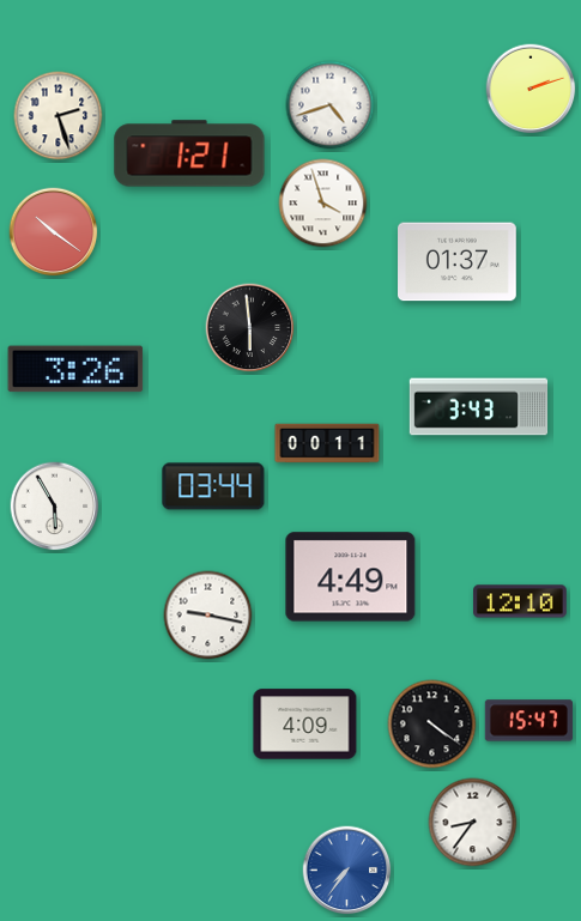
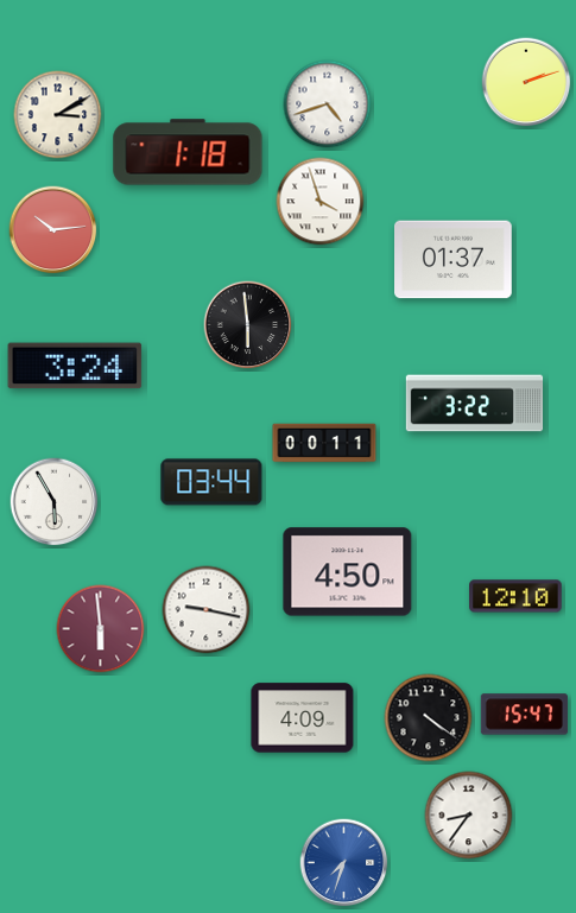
clock at (531, 89) position: (531, 89) -> (526, 82)
clock at (59, 116): 2:27 -> 3:10
clock at (189, 153): 1:21 -> 1:18
clock at (54, 232): 10:21 -> 10:14
clock at (75, 369): 3:26 -> 3:24
clock at (479, 407): 3:43 -> 3:22
clock at (327, 443) position: (327, 443) -> (324, 443)
clock at (351, 577): 4:49 -> 4:50
clock at (101, 629): none -> 5:59
clock at (347, 871): 7:36 -> 7:33
